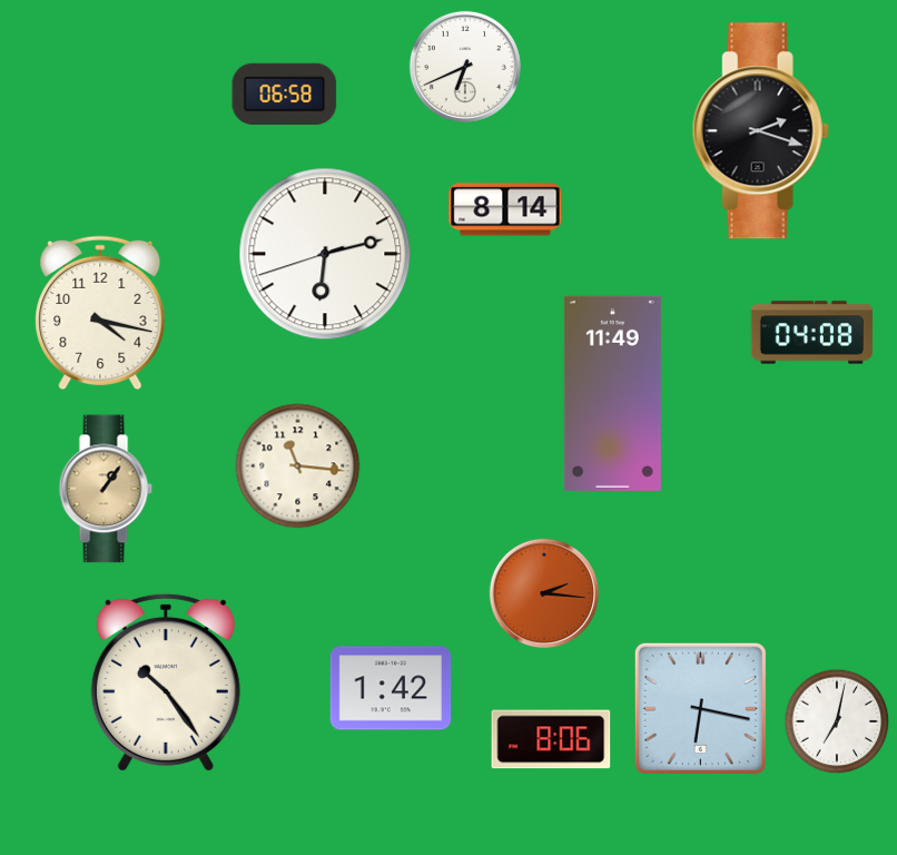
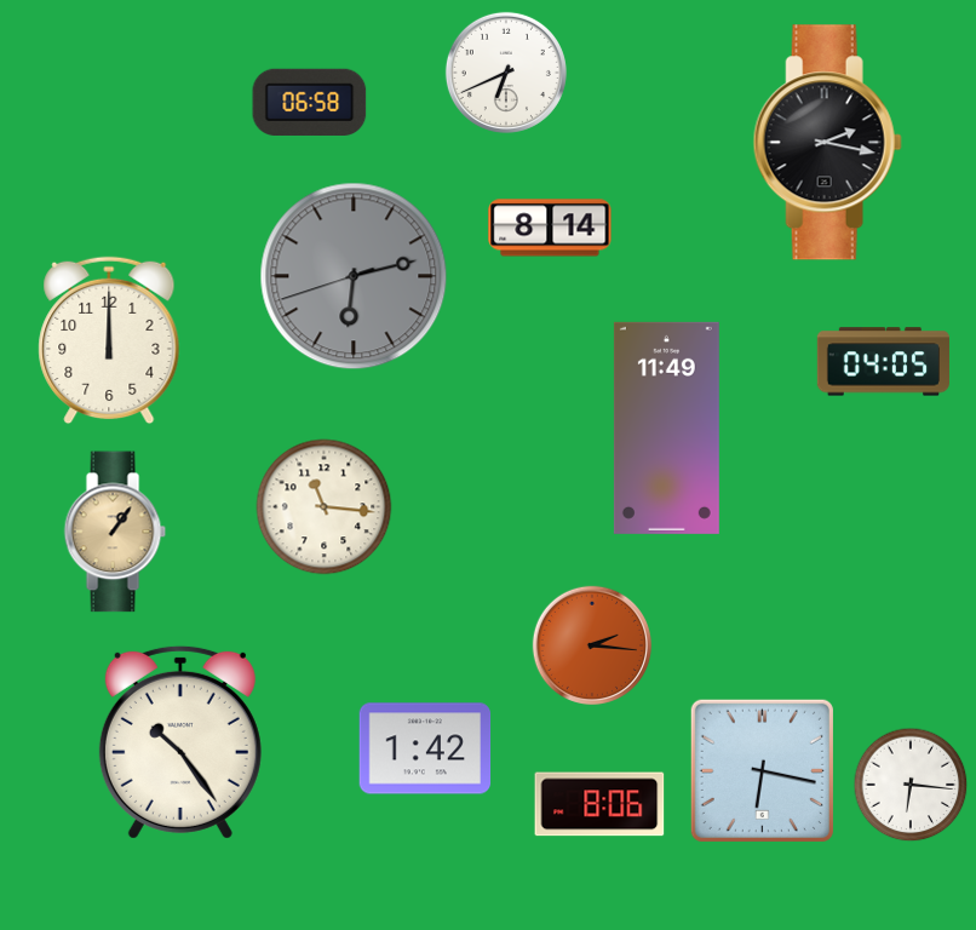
clock at (760, 131): 2:18 -> 2:17
clock at (325, 254) dial: white -> grey
clock at (100, 313): 4:17 -> 12:00
clock at (811, 333): 04:08 -> 04:05
clock at (837, 721): 7:02 -> 6:16
